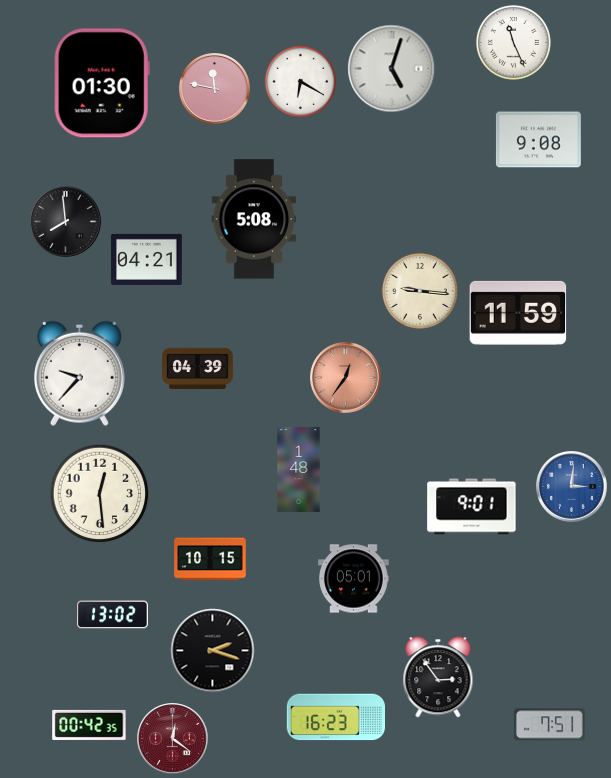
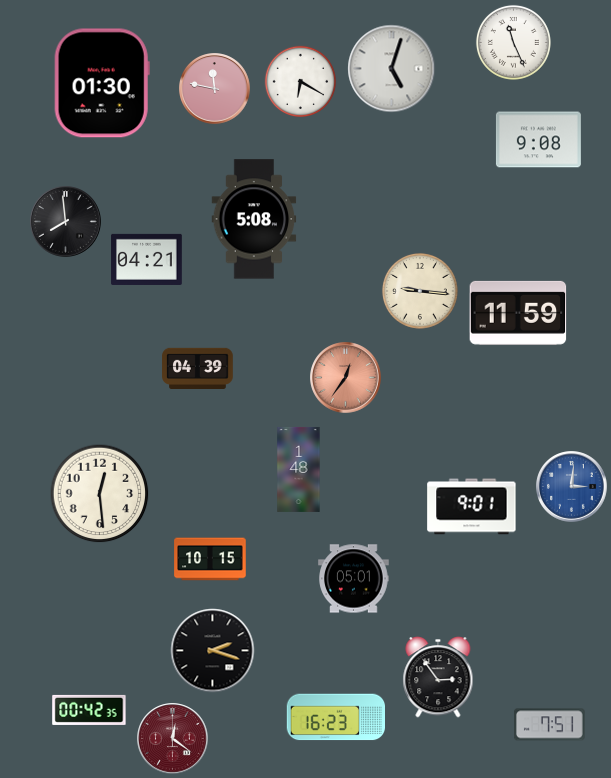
clock at (79, 373): 9:37 -> none
clock at (113, 615): 13:02 -> none
clock at (89, 725) position: (89, 725) -> (89, 710)
